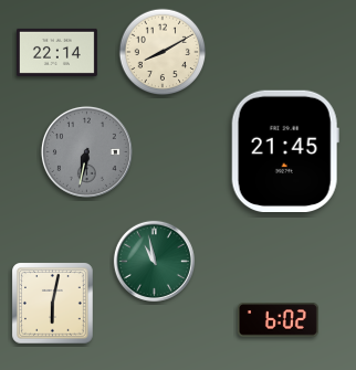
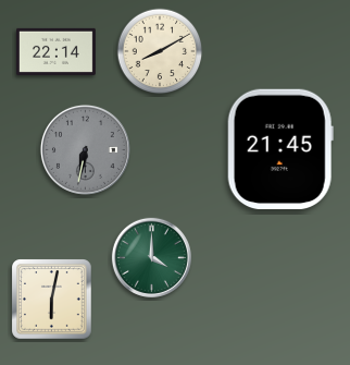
clock at (154, 261): 10:58 -> 4:00
clock at (278, 320): 6:02 -> none
